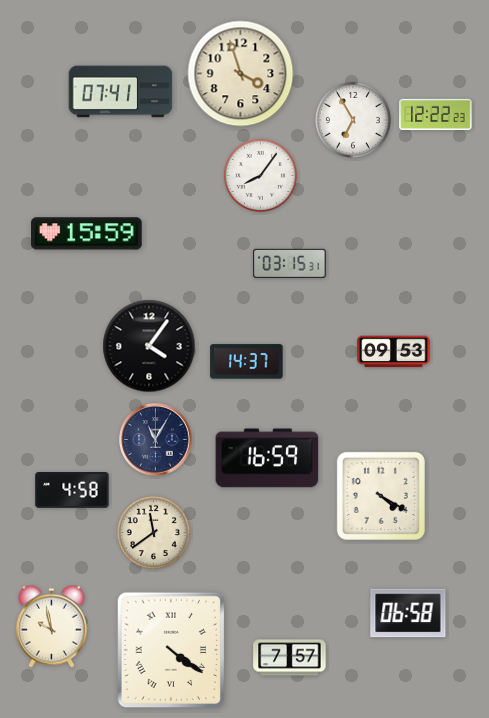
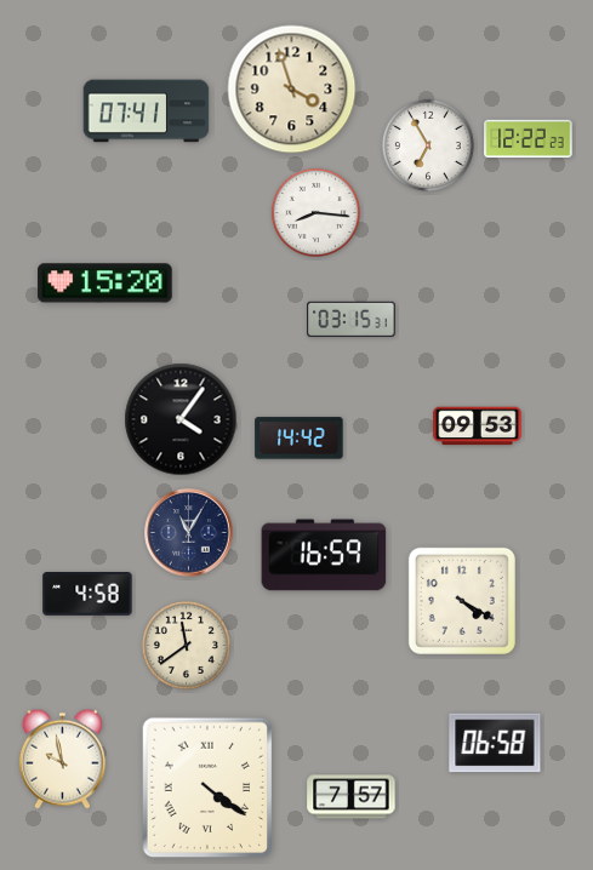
clock at (260, 175): 8:06 -> 8:16
clock at (87, 234): 15:59 -> 15:20
clock at (247, 362): 14:37 -> 14:42
